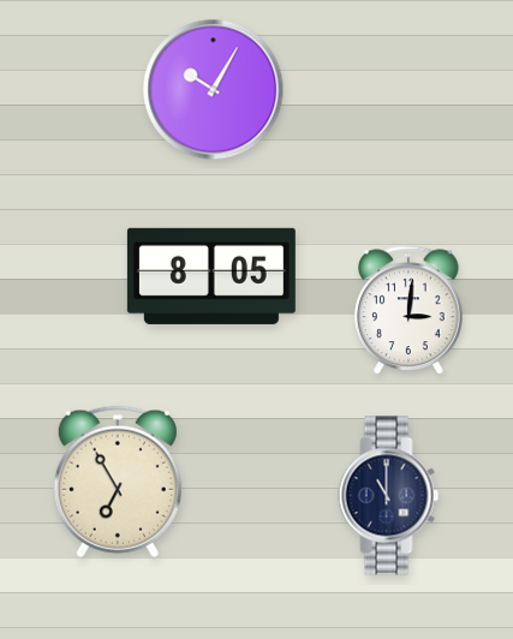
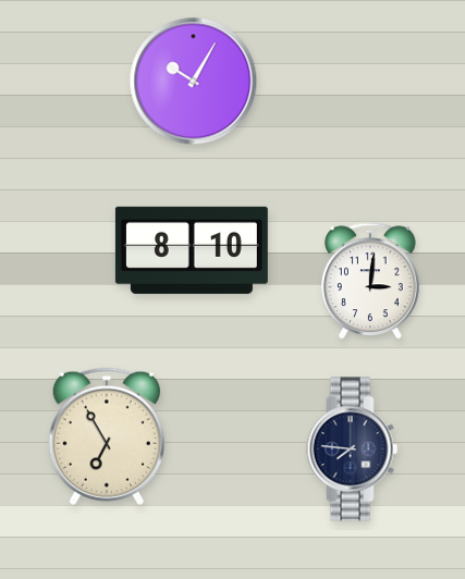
clock at (211, 276): 8:05 -> 8:10
clock at (389, 496): 11:00 -> 7:46
